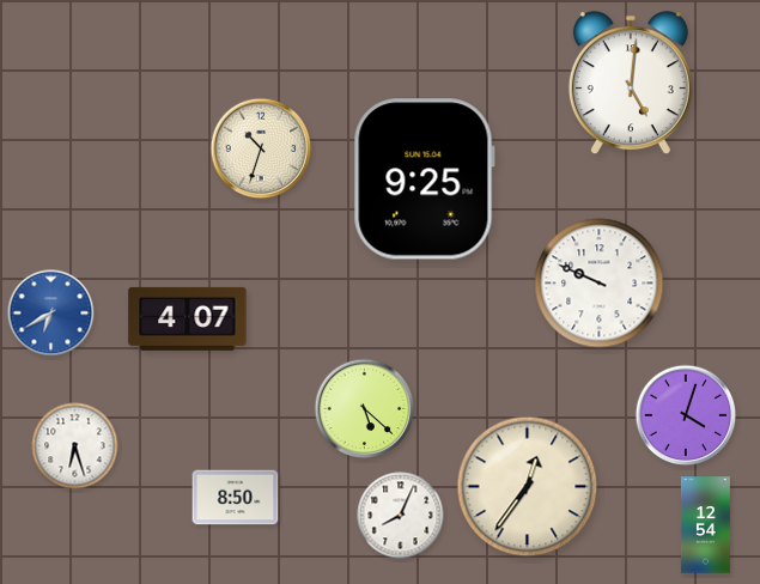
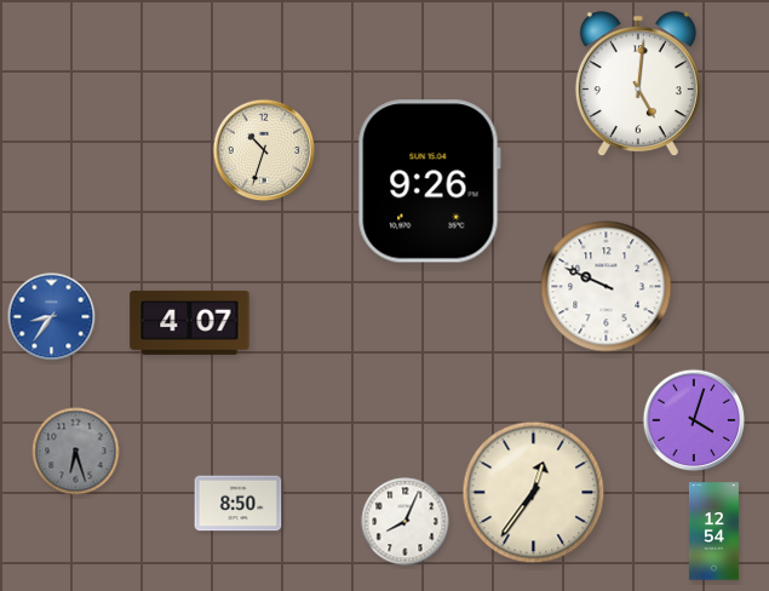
clock at (424, 180): 9:25 -> 9:26
clock at (51, 314): 6:40 -> 8:36
clock at (365, 409): 5:22 -> none
clock at (75, 446) dial: white -> grey
